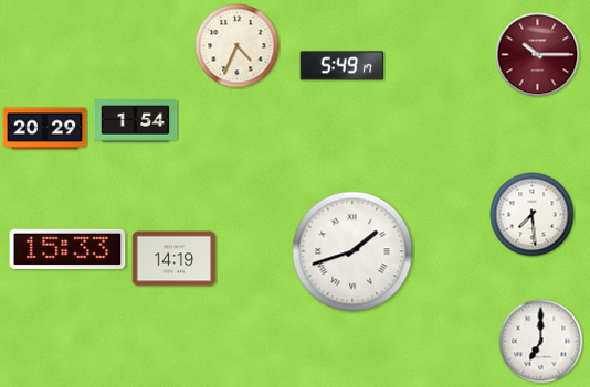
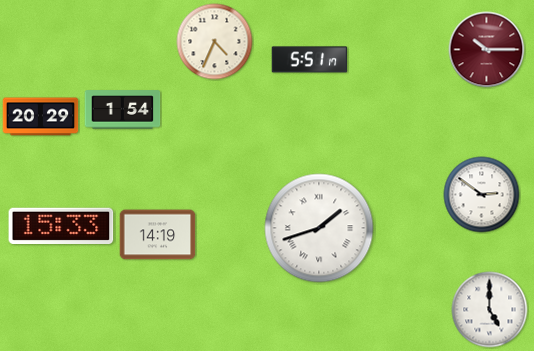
clock at (343, 66): 5:49 -> 5:51
clock at (533, 215): 7:29 -> 2:51
clock at (541, 342): 7:00 -> 5:00
